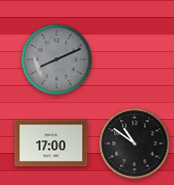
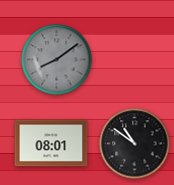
clock at (57, 60): 8:11 -> 8:09
clock at (51, 143): 17:00 -> 08:01
